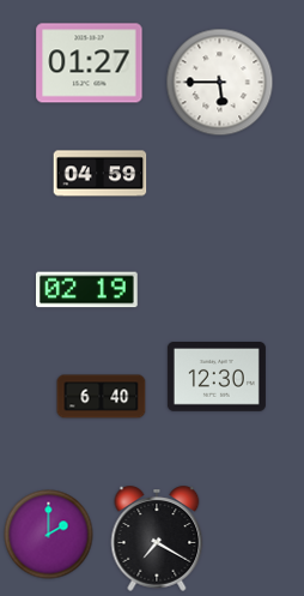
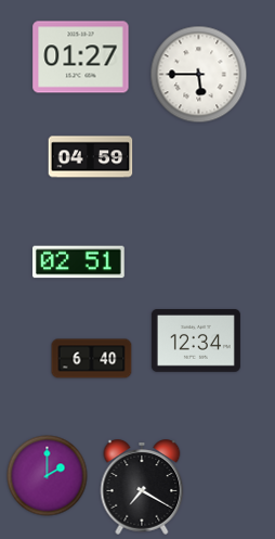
clock at (87, 290): 02:19 -> 02:51
clock at (217, 378): 12:30 -> 12:34
clock at (49, 535) position: (49, 535) -> (48, 476)
